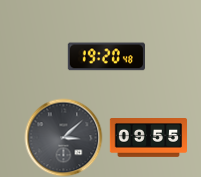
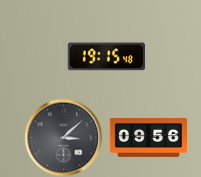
clock at (106, 57): 19:20 -> 19:15
clock at (148, 138): 09:55 -> 09:56
